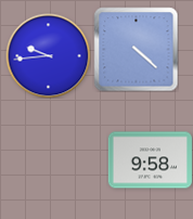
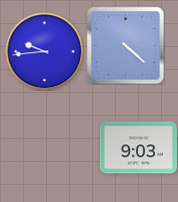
clock at (150, 160): 9:58 -> 9:03
